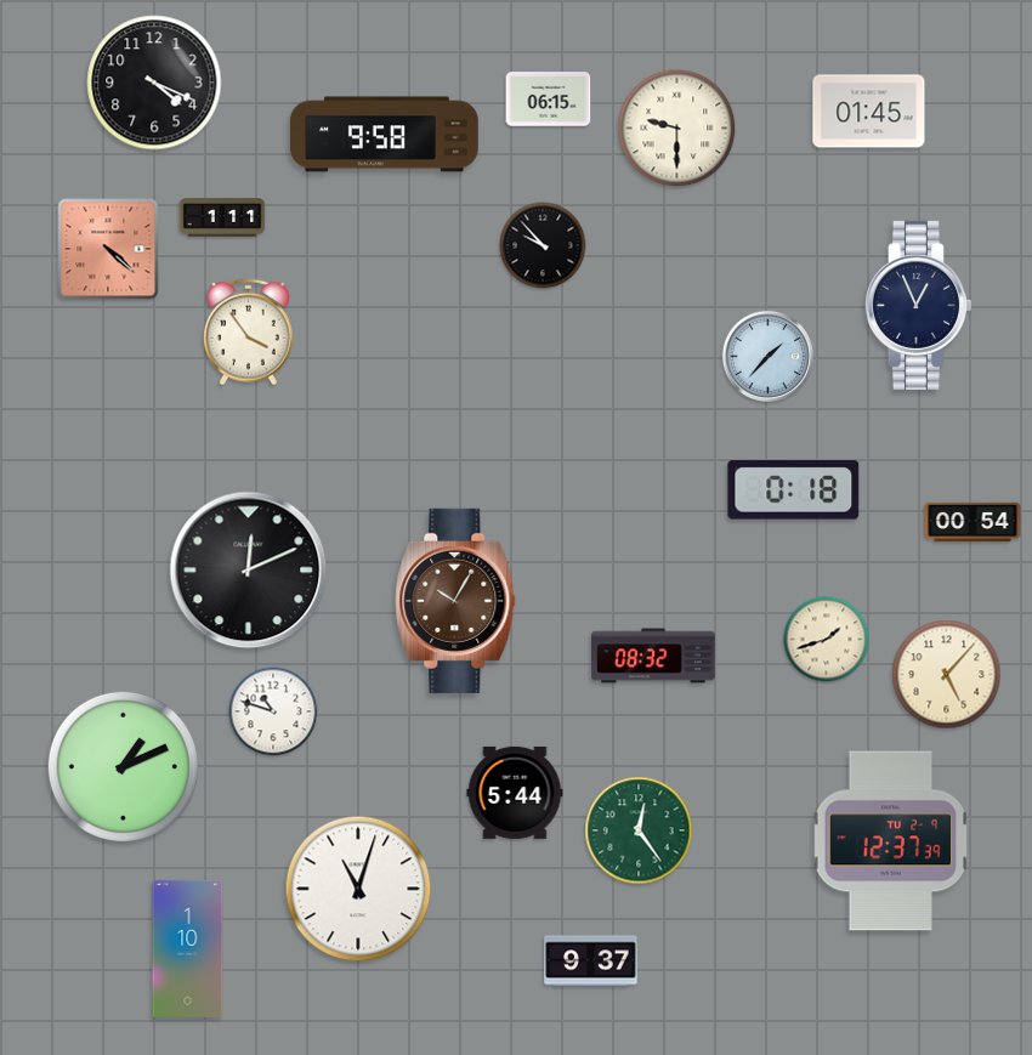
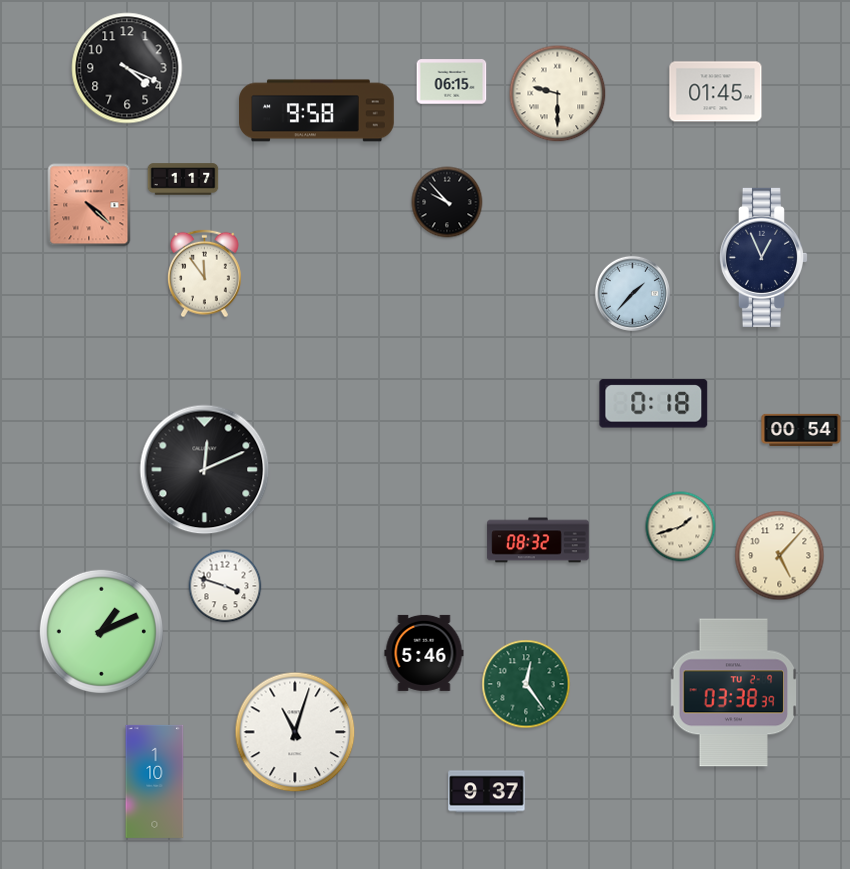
clock at (677, 129) position: (677, 129) -> (558, 94)
clock at (222, 217): 1:11 -> 1:17
clock at (918, 305) position: (918, 305) -> (763, 257)
clock at (249, 333): 3:54 -> 11:54
clock at (455, 601): 10:05 -> none
clock at (273, 711): 10:48 -> 3:48
clock at (515, 793): 5:44 -> 5:46
clock at (891, 841): 12:37 -> 03:38
